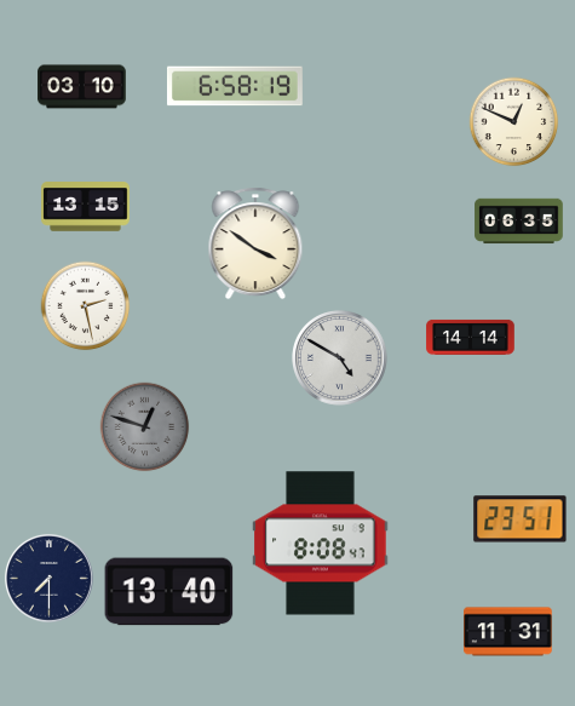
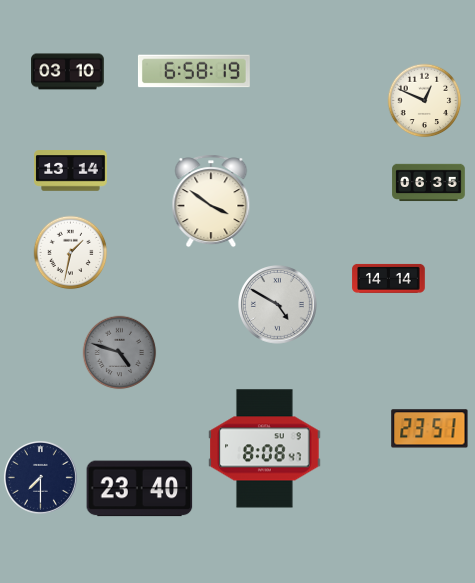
clock at (86, 207): 13:15 -> 13:14
clock at (86, 306): 2:28 -> 1:32
clock at (340, 358) position: (340, 358) -> (278, 305)
clock at (145, 427): 12:48 -> 4:48
clock at (169, 592): 13:40 -> 23:40
clock at (508, 632): 11:31 -> none
